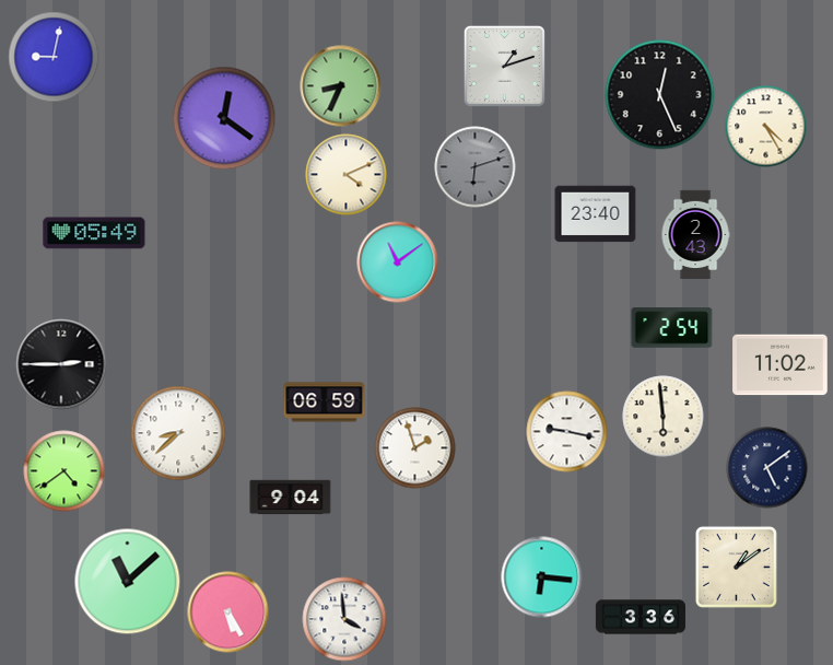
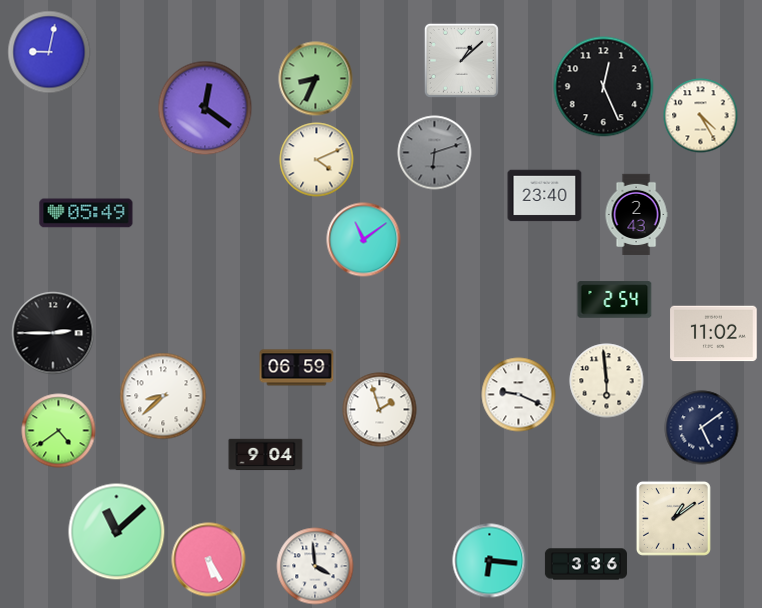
clock at (504, 66): 1:12 -> 1:08
clock at (341, 86) position: (341, 86) -> (316, 79)
clock at (61, 364) position: (61, 364) -> (53, 333)
clock at (567, 432): 9:17 -> 9:19
clock at (542, 577) position: (542, 577) -> (490, 561)
